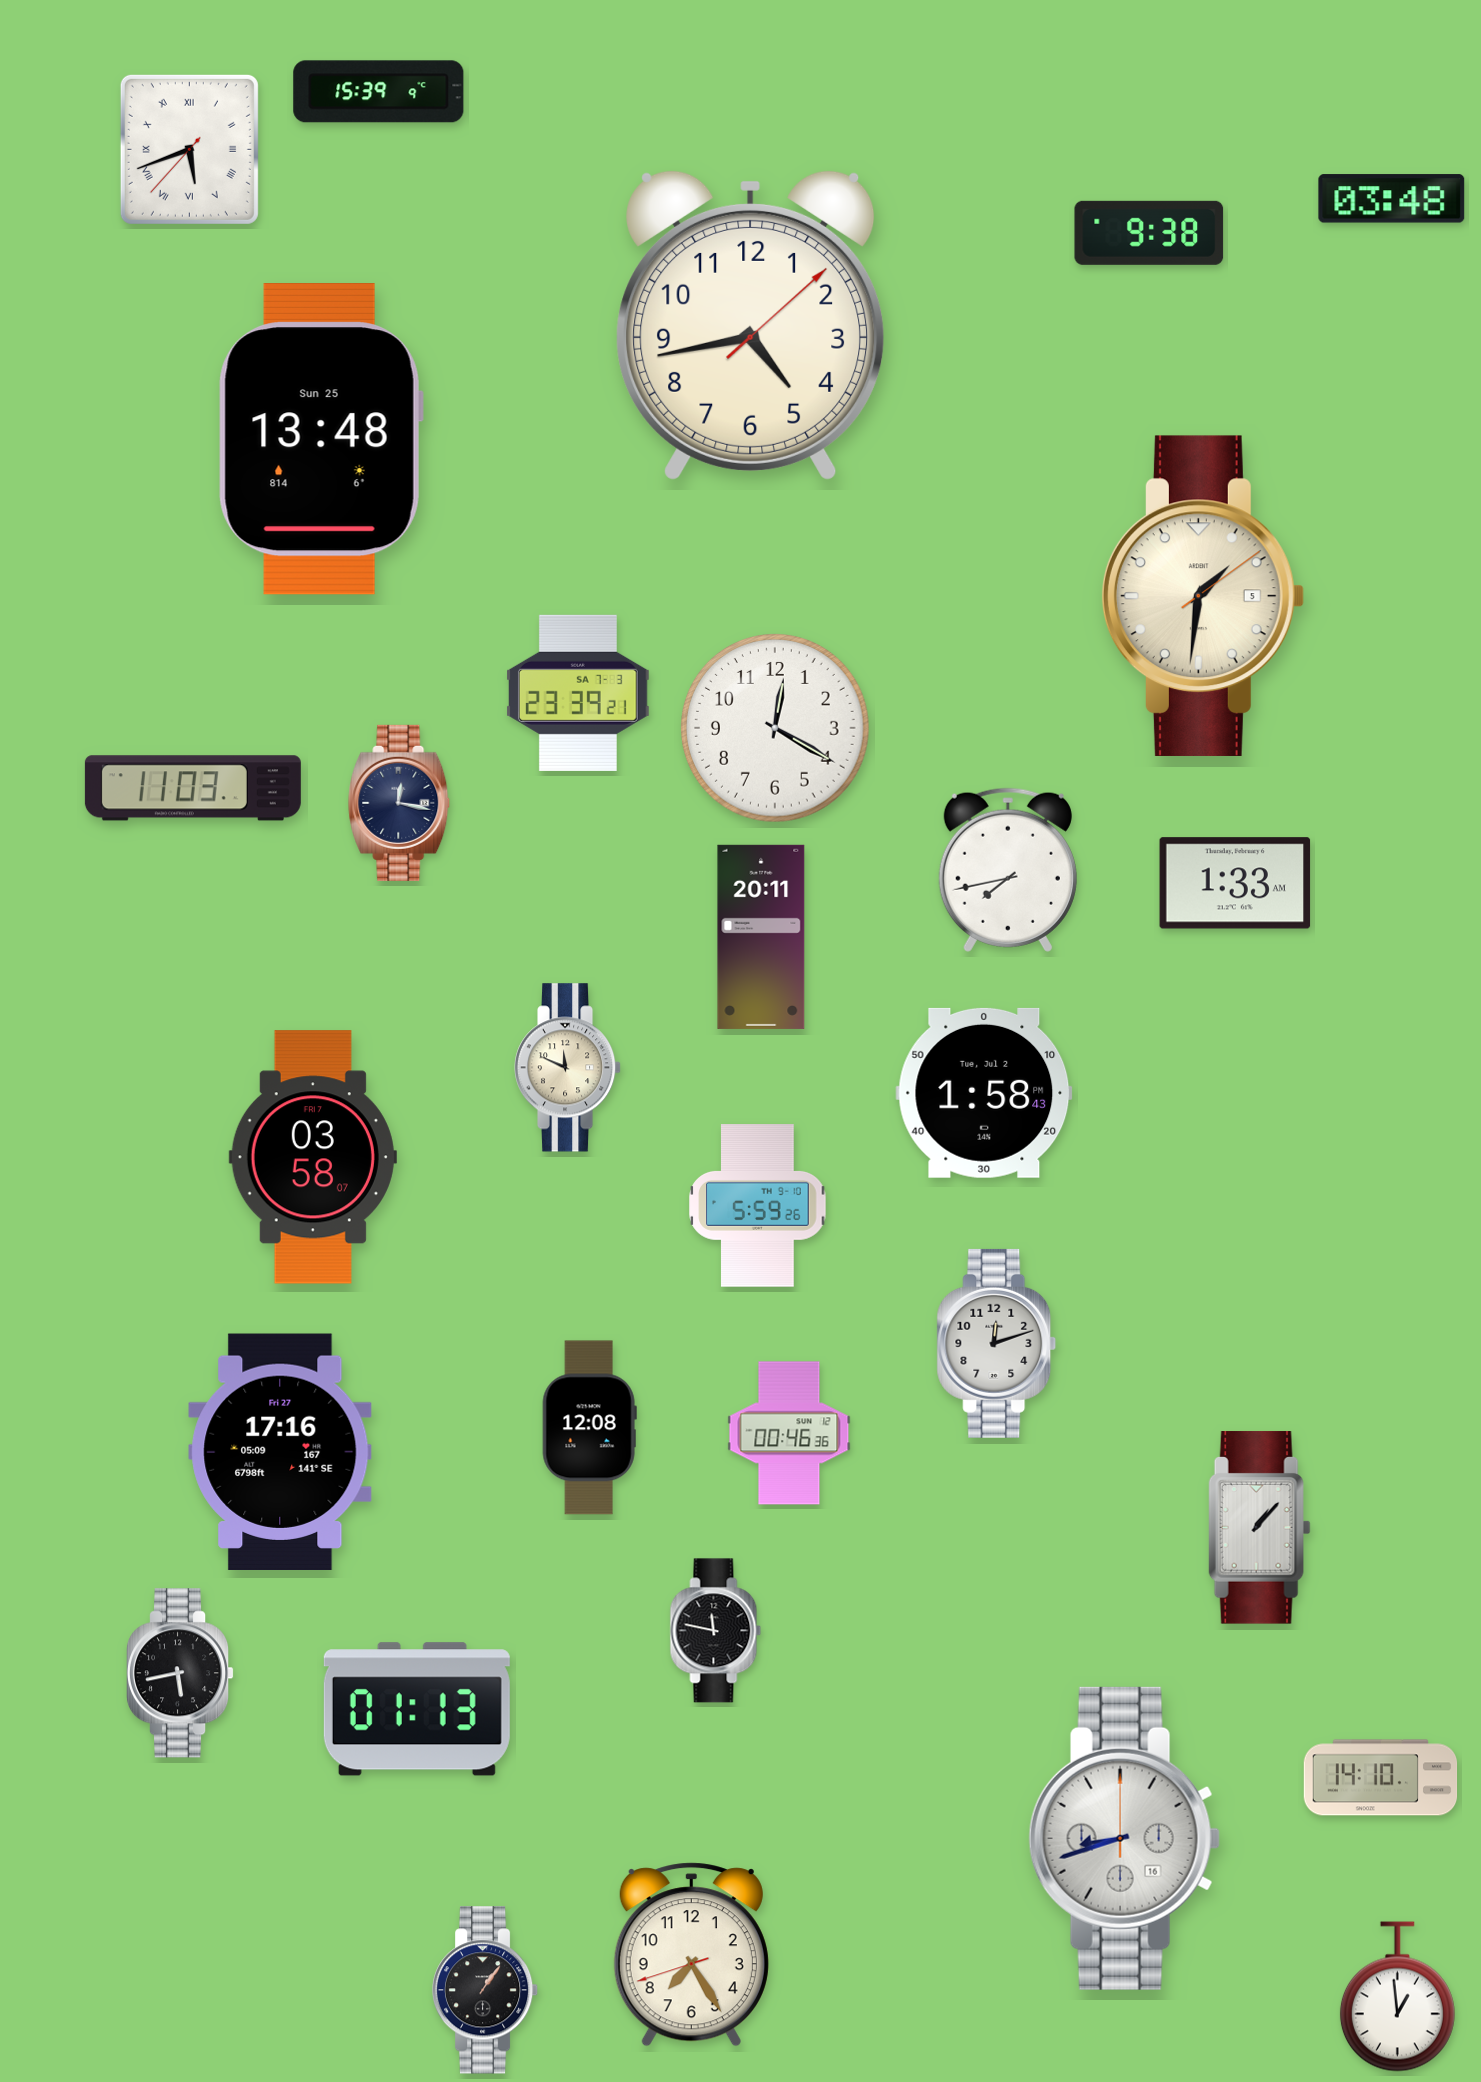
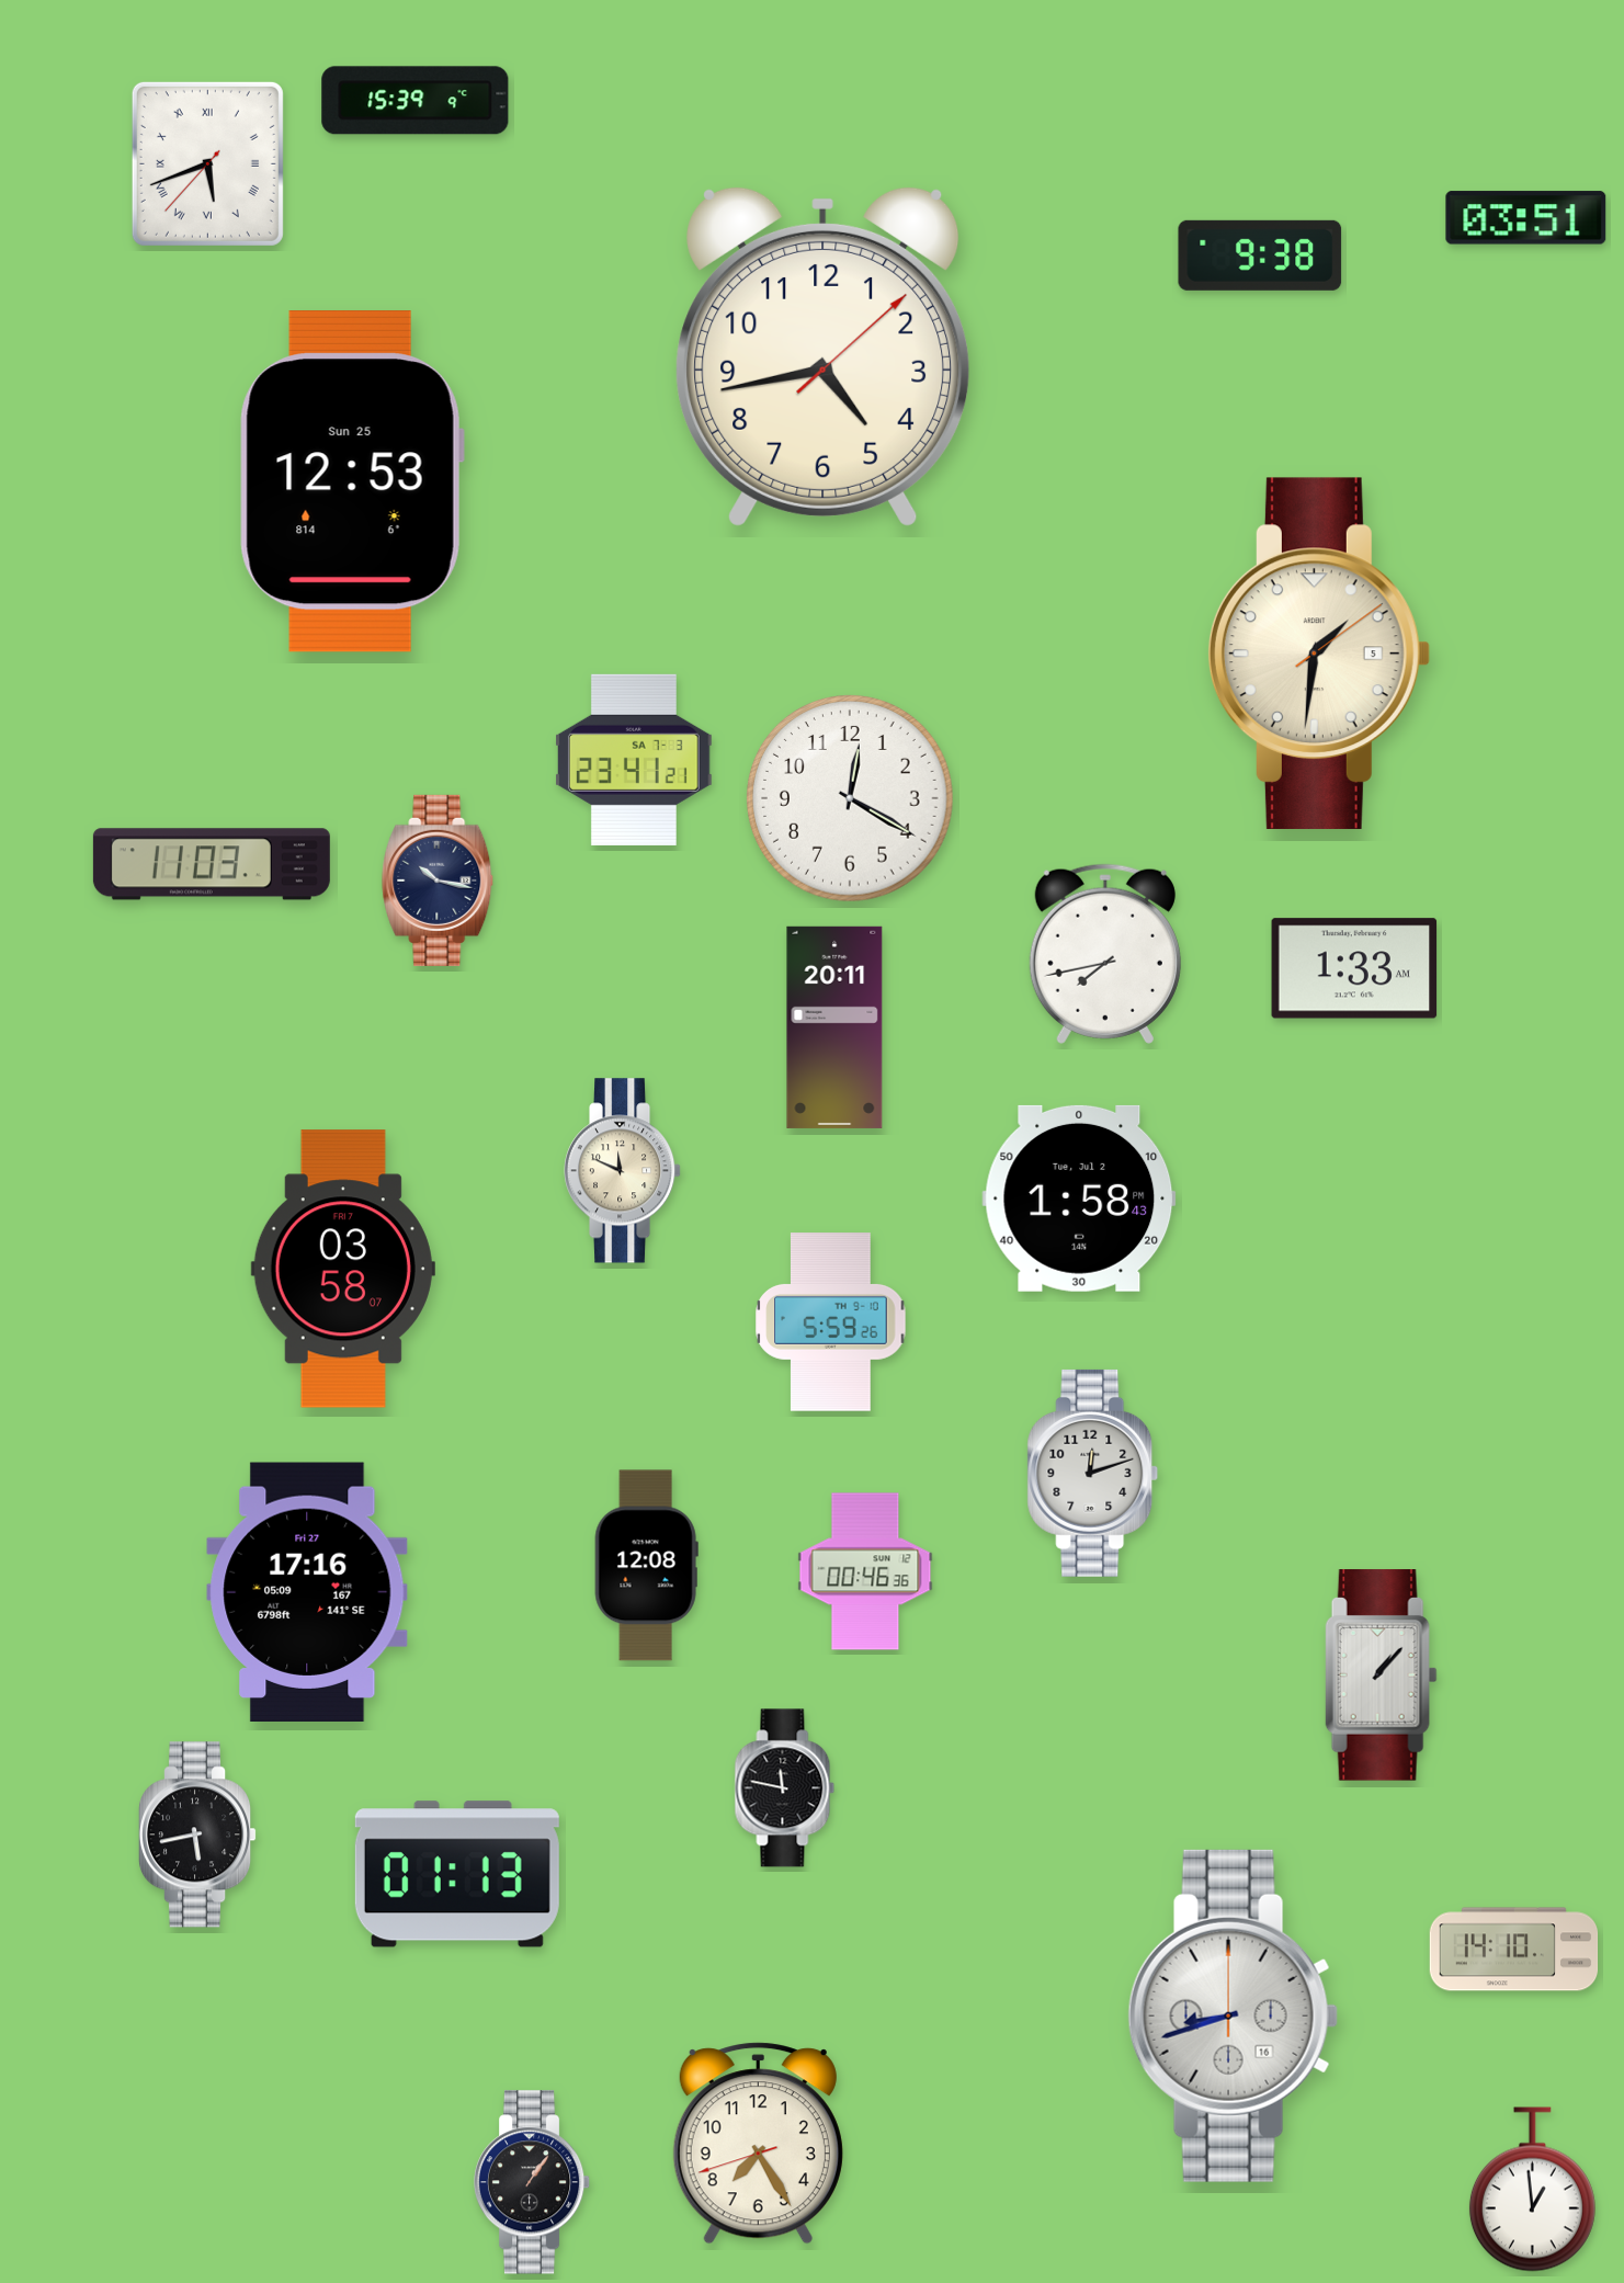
clock at (1392, 199): 03:48 -> 03:51
clock at (321, 439): 13:48 -> 12:53
clock at (579, 693): 23:39 -> 23:41
clock at (400, 803): 12:17 -> 10:17
